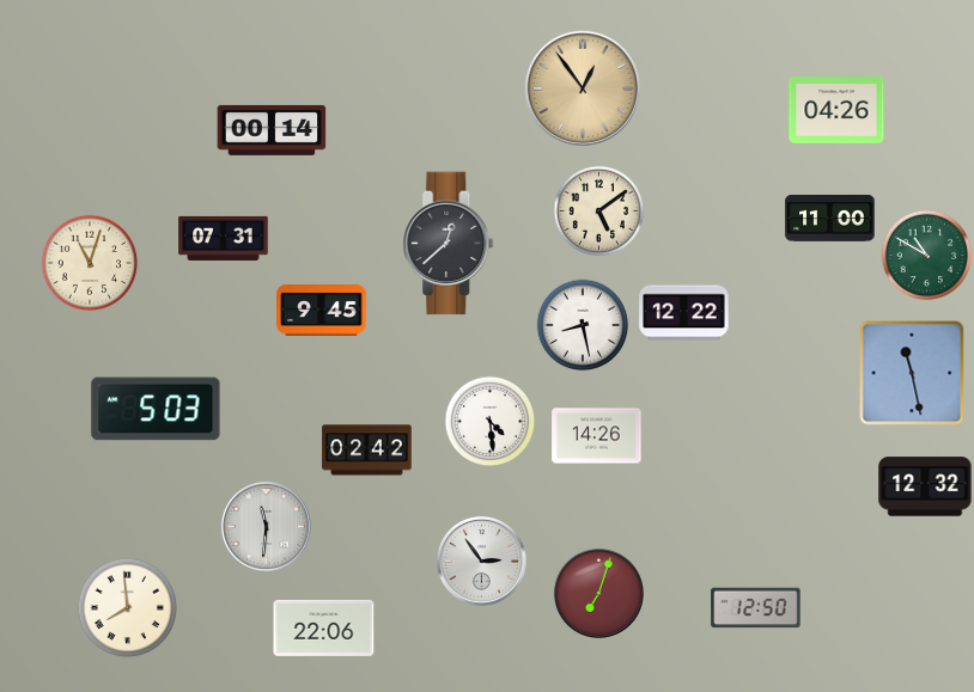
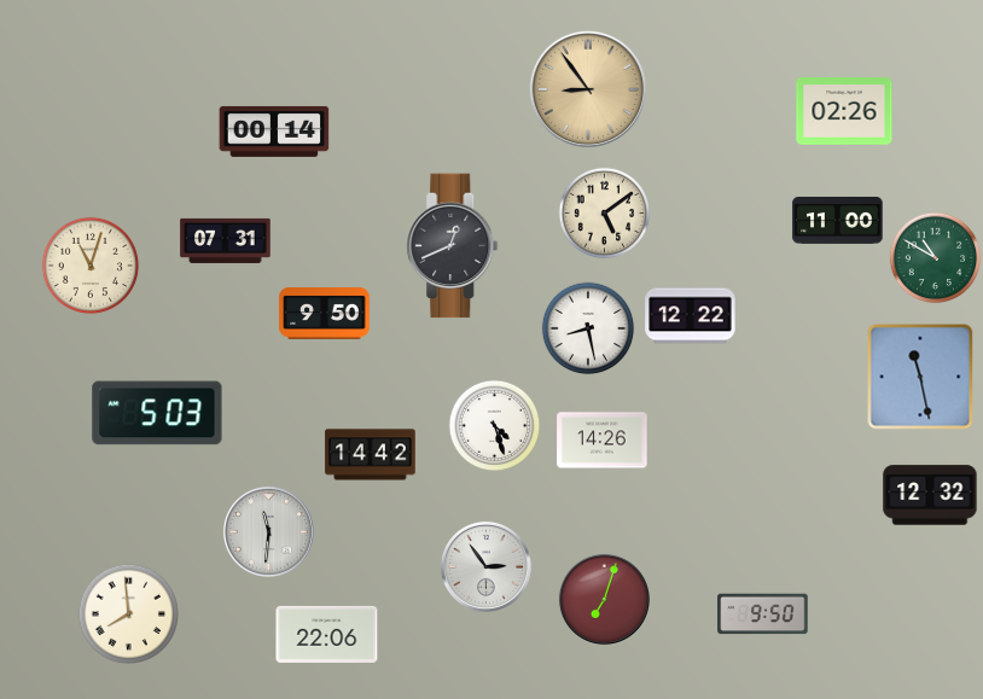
clock at (582, 87): 12:54 -> 8:54
clock at (836, 110): 04:26 -> 02:26
clock at (449, 244): 12:38 -> 12:41
clock at (322, 311): 9:45 -> 9:50
clock at (491, 422): 4:29 -> 4:27
clock at (367, 451): 02:42 -> 14:42
clock at (925, 486) position: (925, 486) -> (930, 495)
clock at (756, 608): 12:50 -> 9:50
